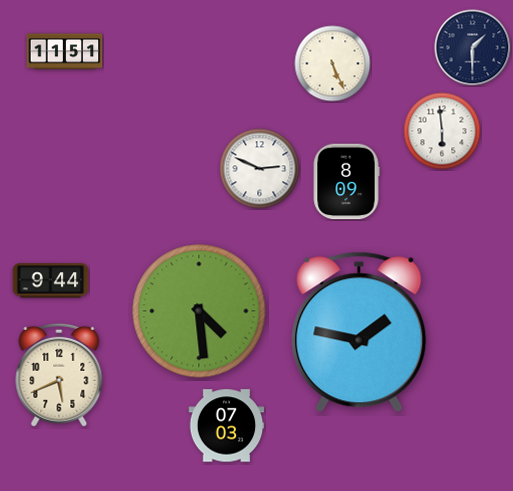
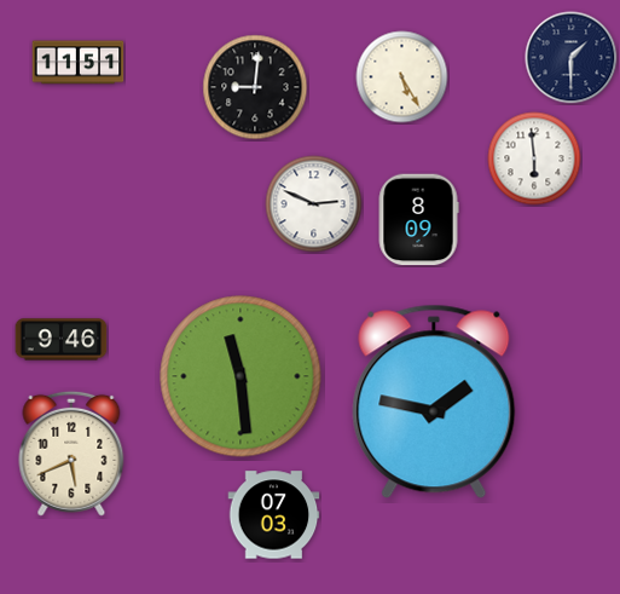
clock at (333, 64): 5:26 -> 5:25
clock at (255, 87): none -> 9:01
clock at (51, 281): 9:44 -> 9:46
clock at (199, 311): 4:29 -> 11:29
